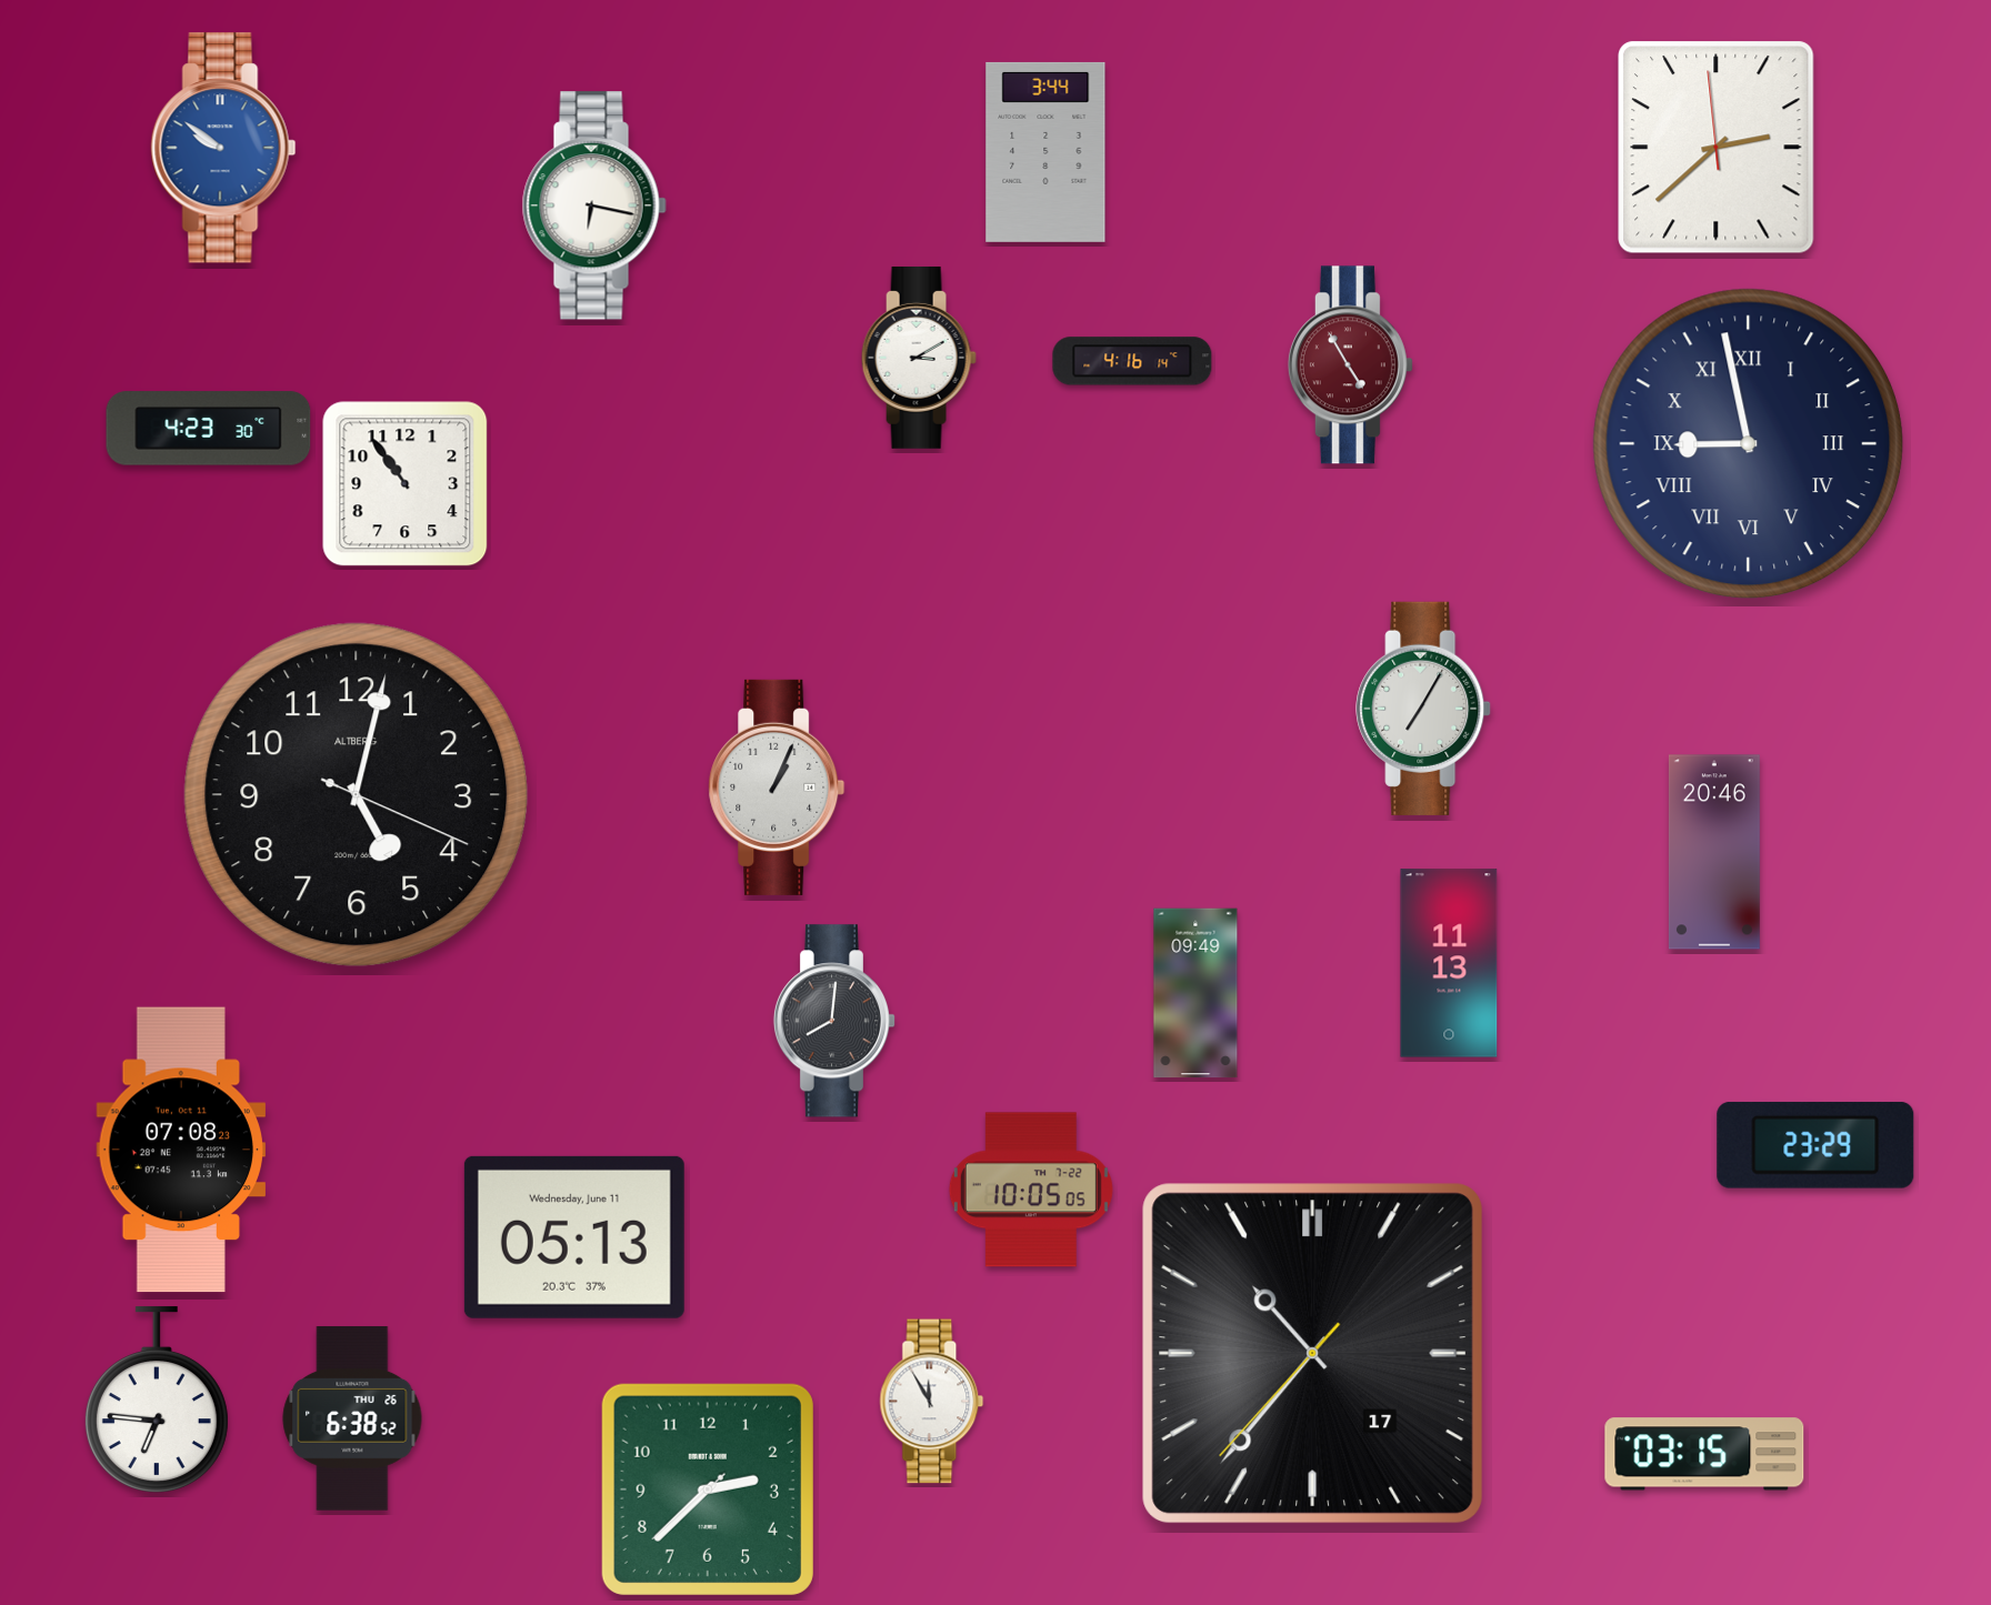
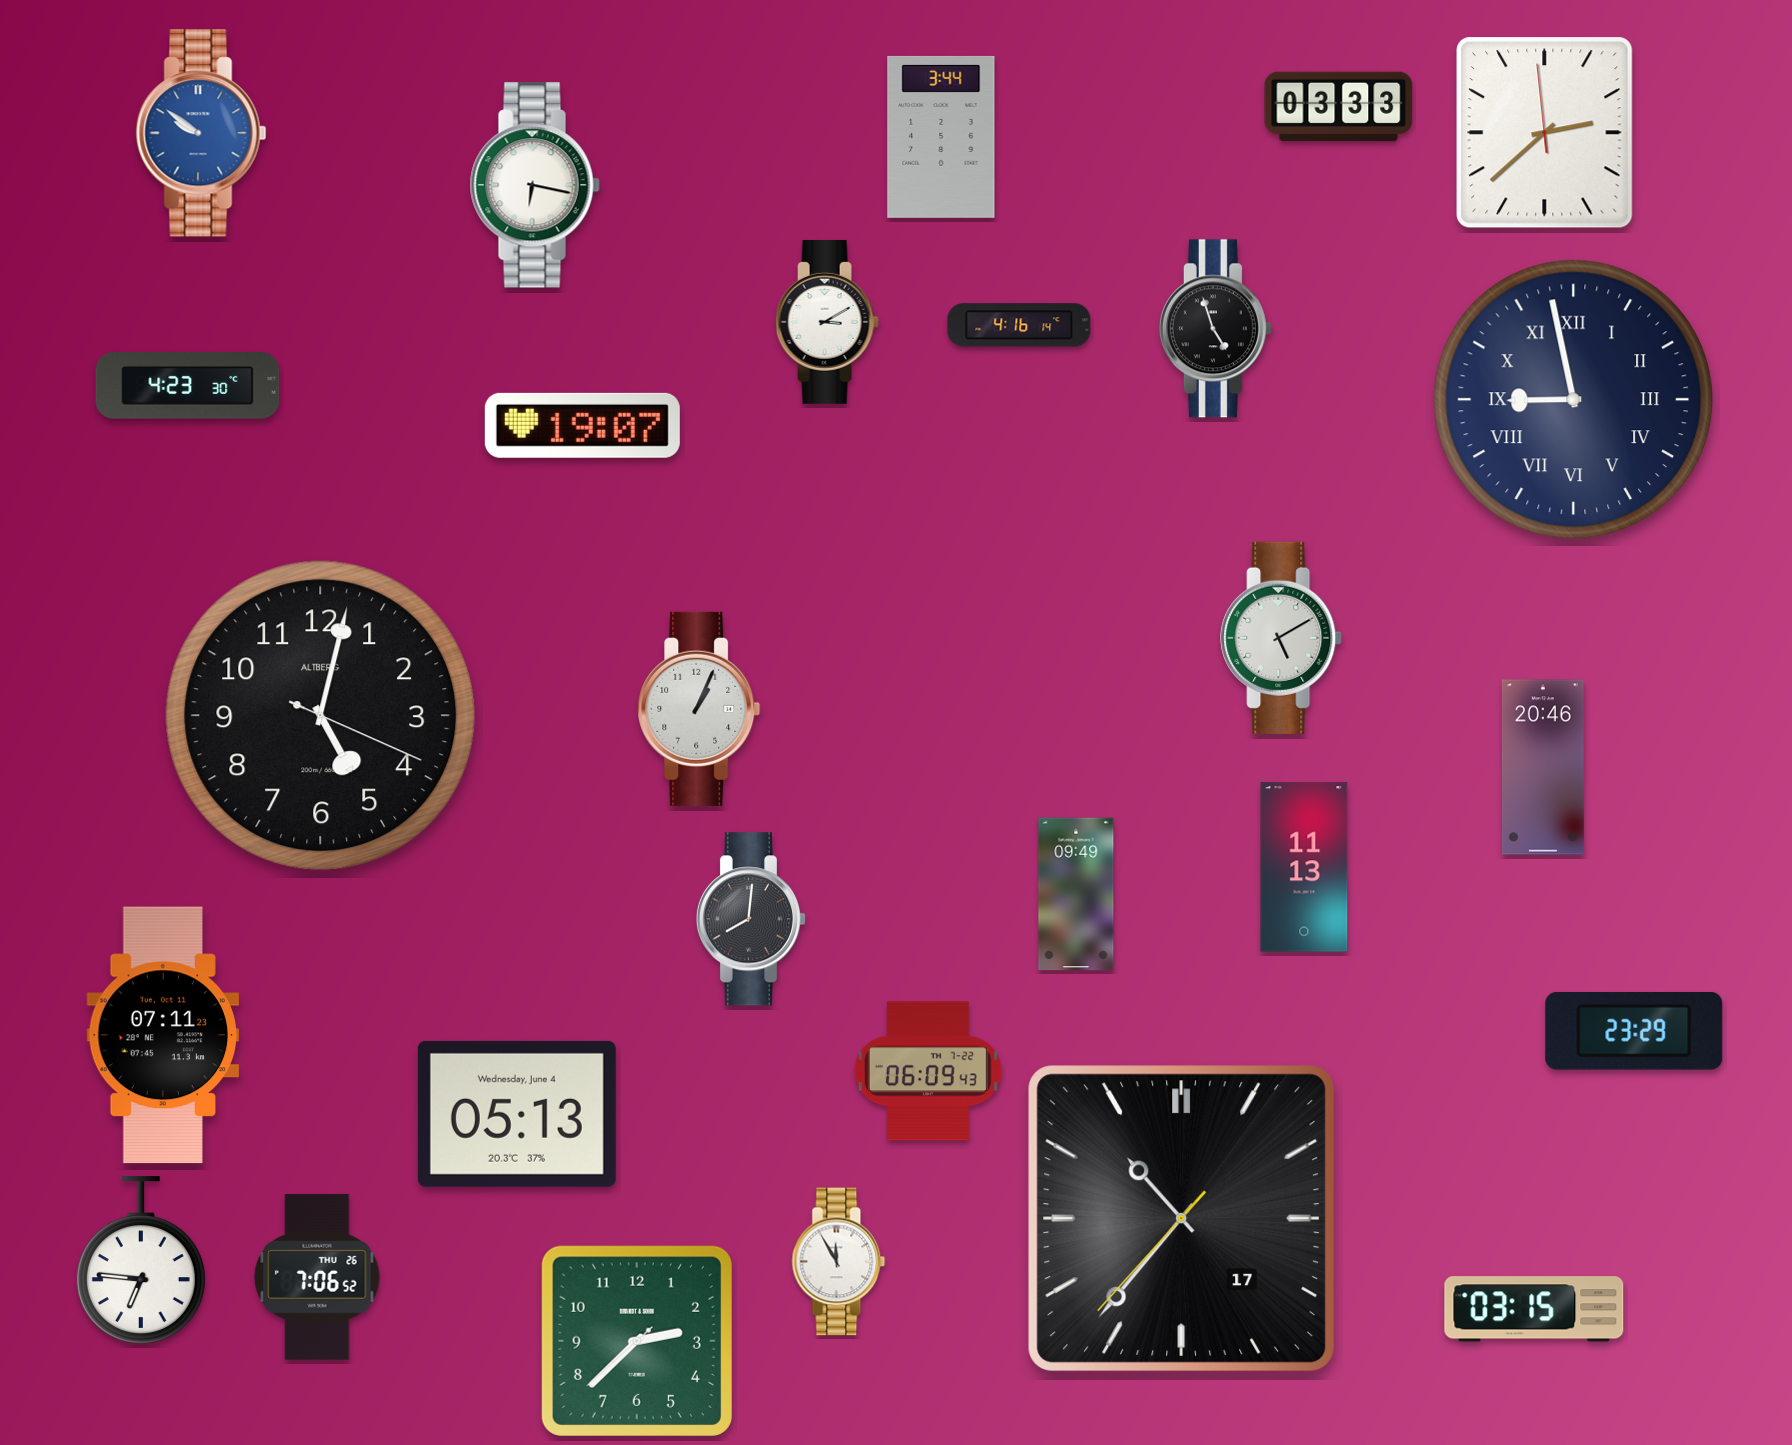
clock at (1339, 107): none -> 03:33
clock at (1350, 365): 4:55 -> 4:57
clock at (1350, 365) dial: burgundy -> black
clock at (582, 425): none -> 19:07
clock at (406, 484): 10:54 -> none
clock at (1423, 709): 7:05 -> 5:10
clock at (181, 1150): 07:08 -> 07:11
clock at (1031, 1190): 10:05 -> 06:09
clock at (574, 1237) date: Wednesday, June 11 -> Wednesday, June 4
clock at (352, 1418): 6:38 -> 7:06
